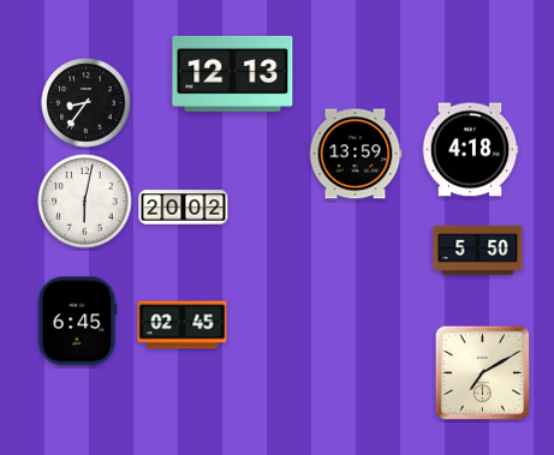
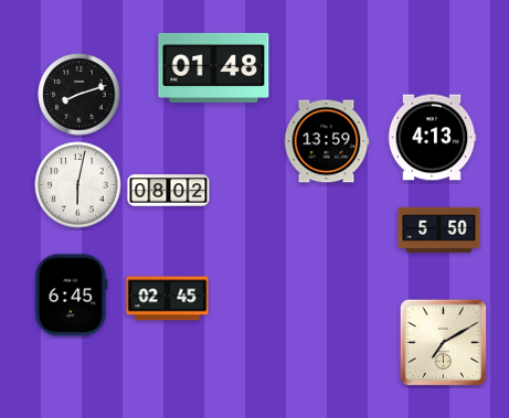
clock at (233, 73): 12:13 -> 01:48
clock at (87, 103): 8:36 -> 8:12
clock at (470, 150): 4:18 -> 4:13
clock at (184, 208): 20:02 -> 08:02
